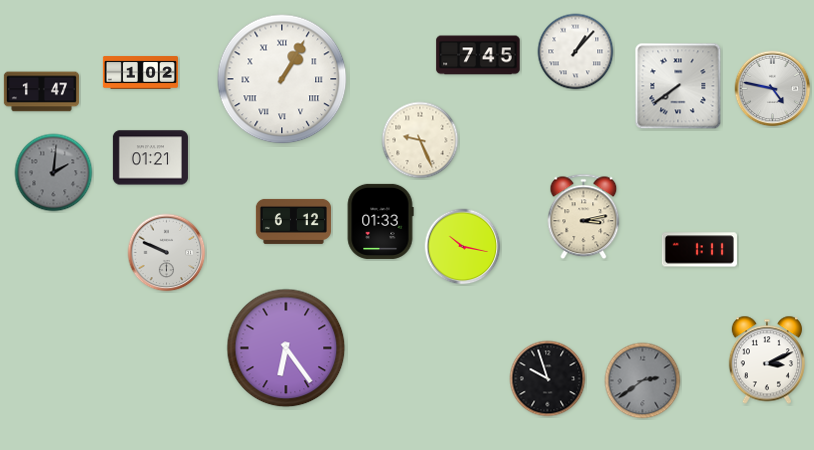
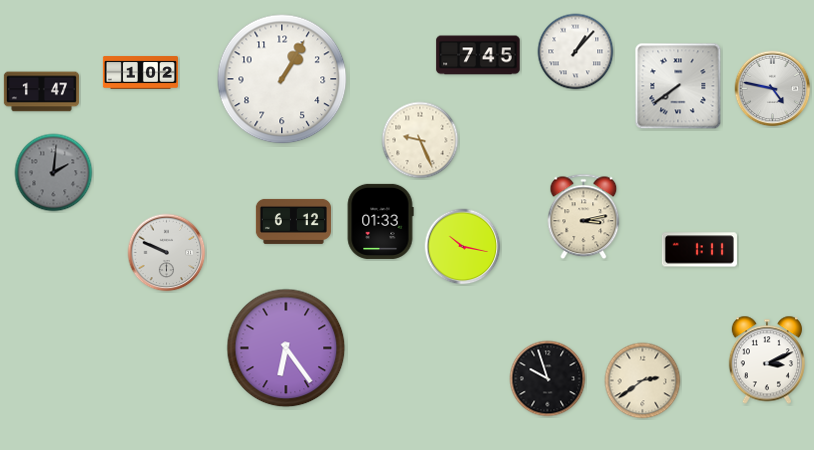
clock at (282, 79) numerals: Roman -> Arabic
clock at (150, 158): 01:21 -> none
clock at (643, 381) dial: grey -> cream
